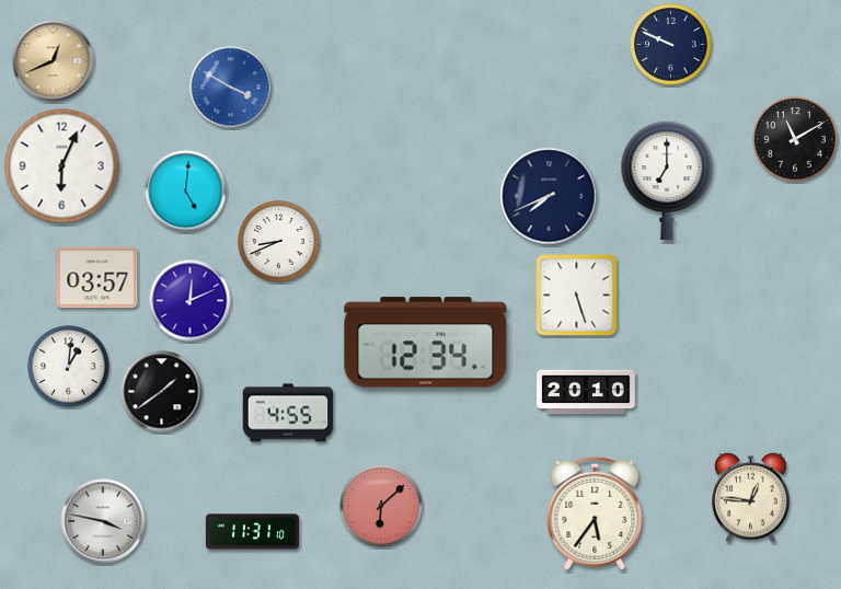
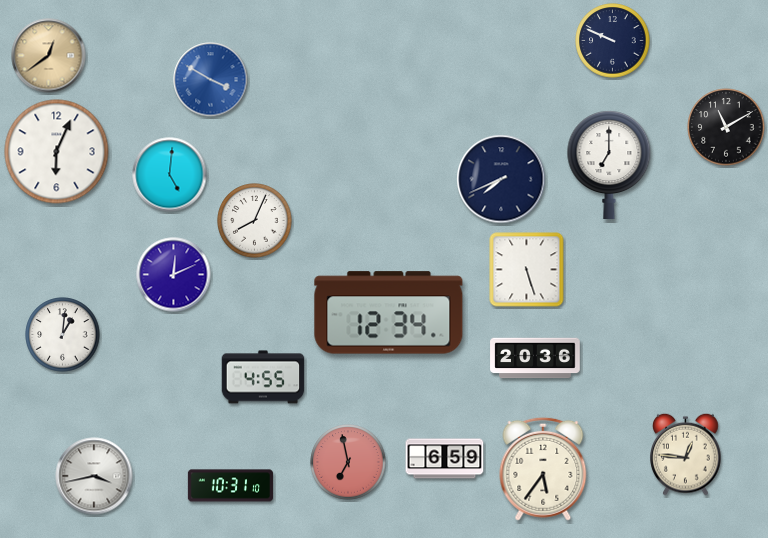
clock at (54, 61): 12:41 -> 12:39
clock at (279, 242): 8:41 -> 8:04
clock at (97, 278): 03:57 -> none
clock at (162, 392): 1:39 -> none
clock at (586, 392): 20:10 -> 20:36
clock at (445, 459): none -> 6:59
clock at (381, 506): 6:08 -> 6:58
clock at (103, 521): 3:47 -> 3:43
clock at (252, 532): 11:31 -> 10:31
